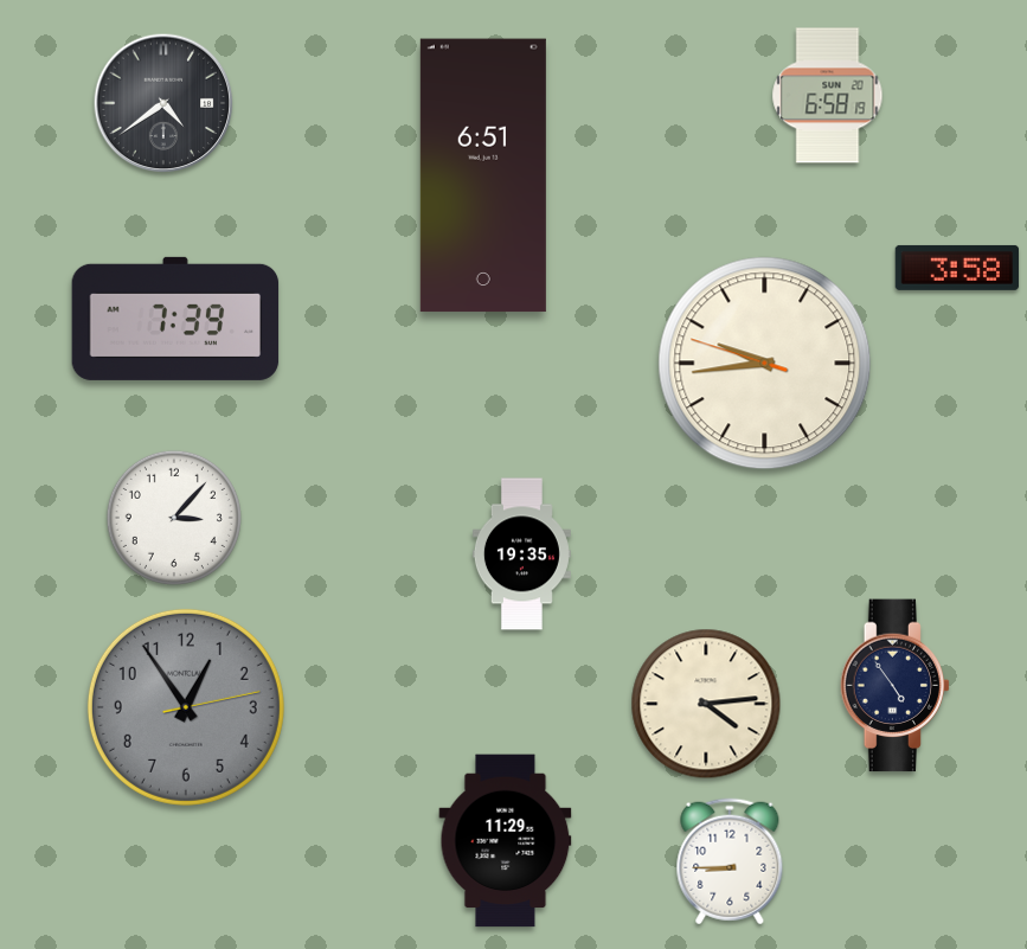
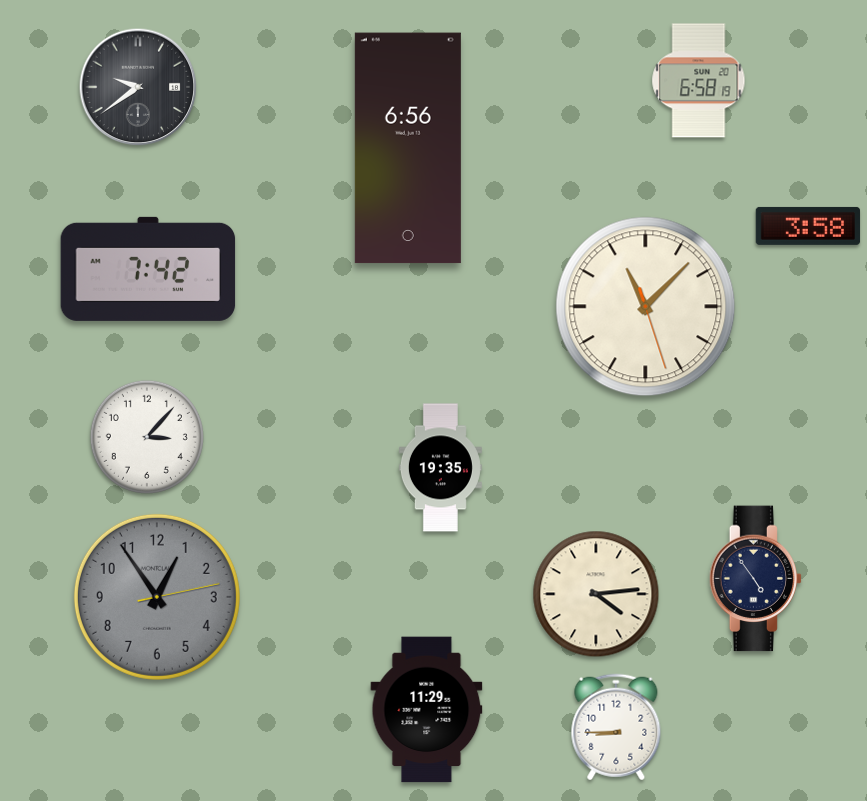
clock at (163, 103): 4:39 -> 9:39
clock at (483, 175): 6:51 -> 6:56
clock at (175, 319): 7:39 -> 7:42
clock at (765, 364): 9:43 -> 11:07
